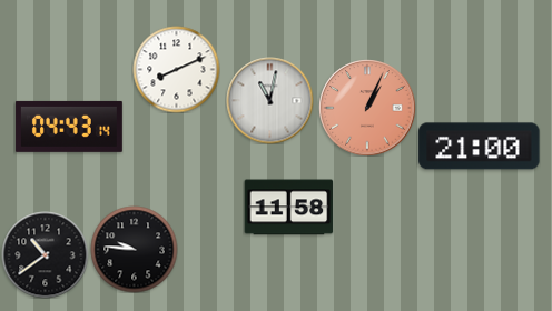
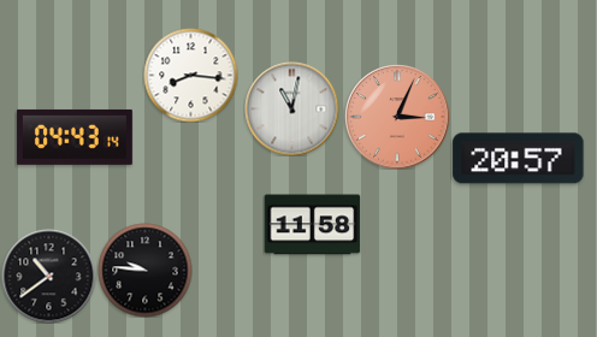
clock at (176, 69): 8:11 -> 8:16
clock at (367, 108): 1:04 -> 3:04
clock at (480, 147): 21:00 -> 20:57
